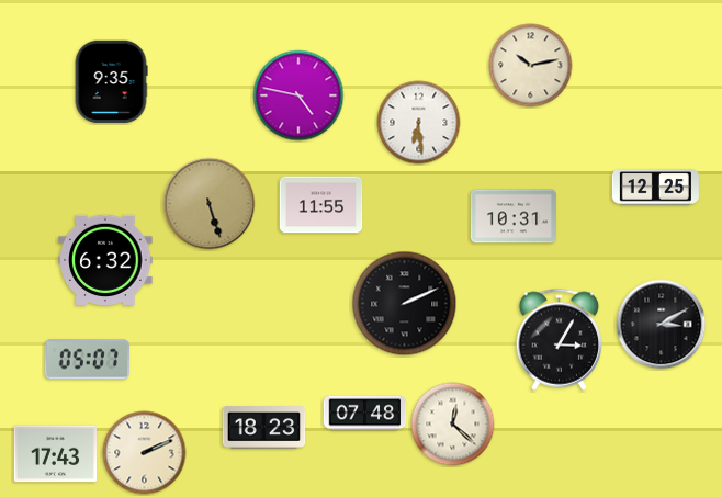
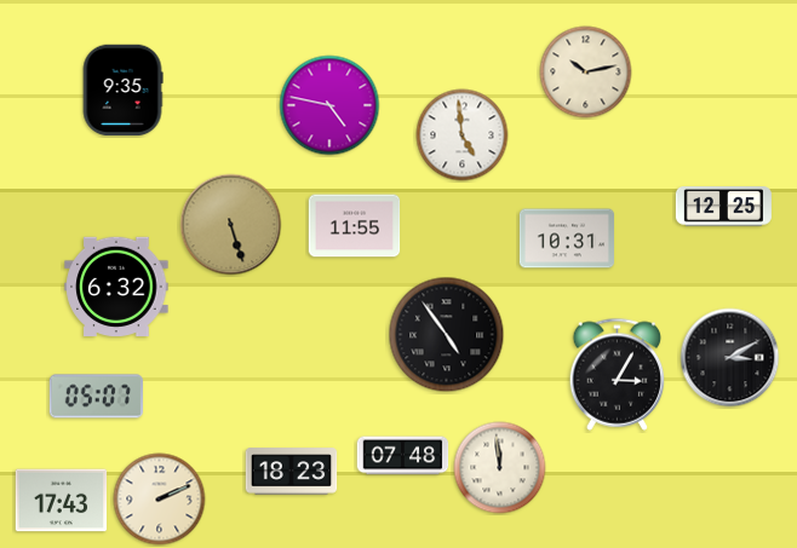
clock at (419, 123): 6:29 -> 4:59
clock at (405, 304): 2:11 -> 4:54
clock at (453, 425): 12:22 -> 11:59
